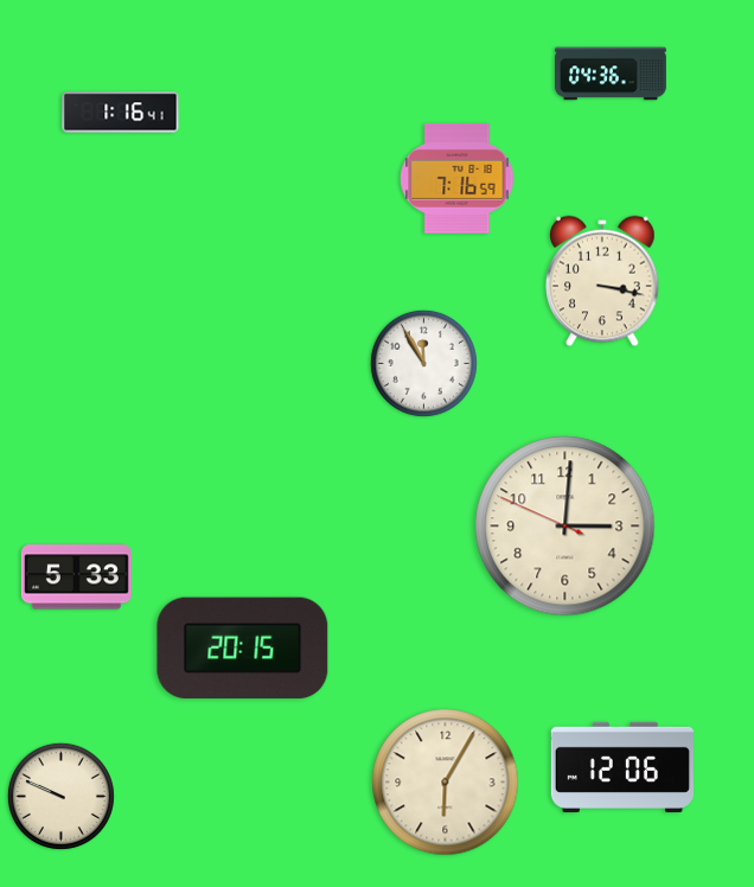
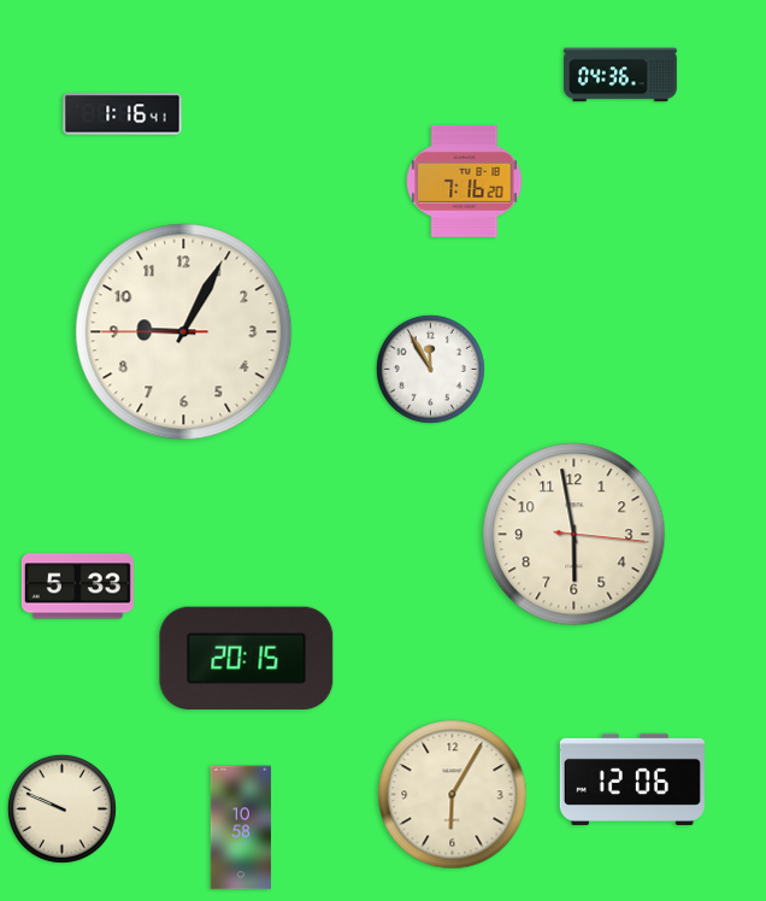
clock at (458, 178): 7:16:59 -> 7:16:20
clock at (603, 281): 3:17 -> none
clock at (184, 332): none -> 9:04
clock at (565, 527): 3:00 -> 5:58
clock at (240, 828): none -> 10:58
